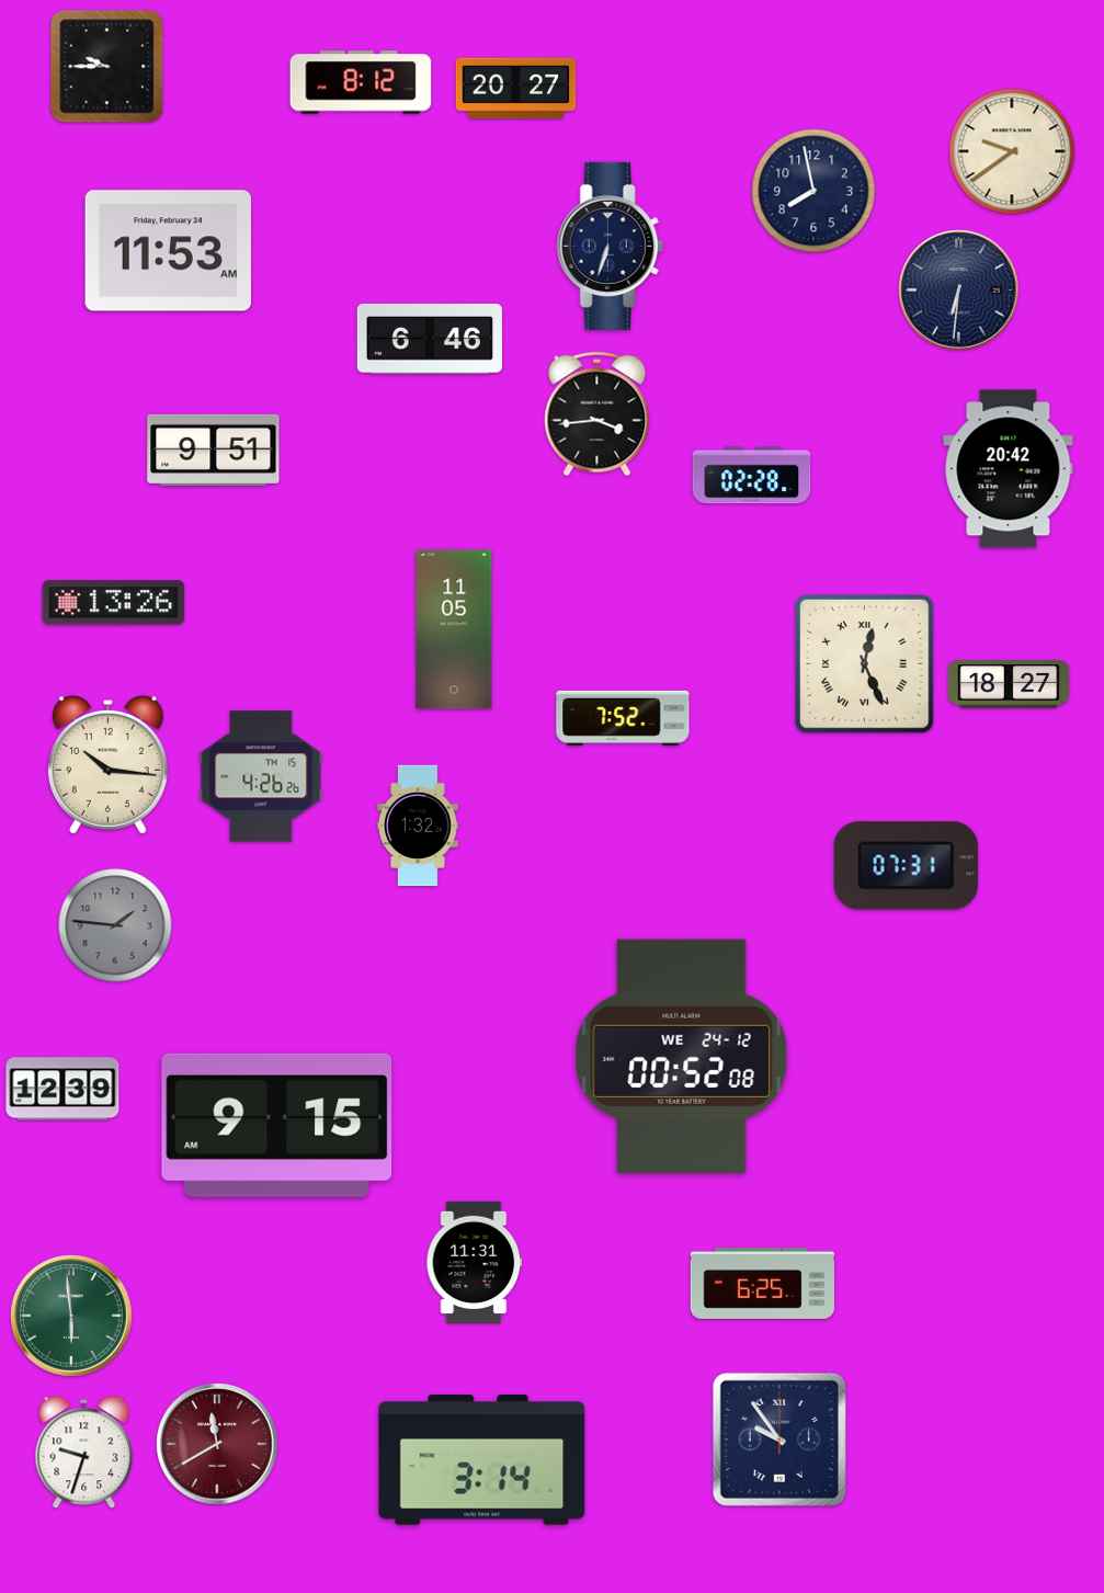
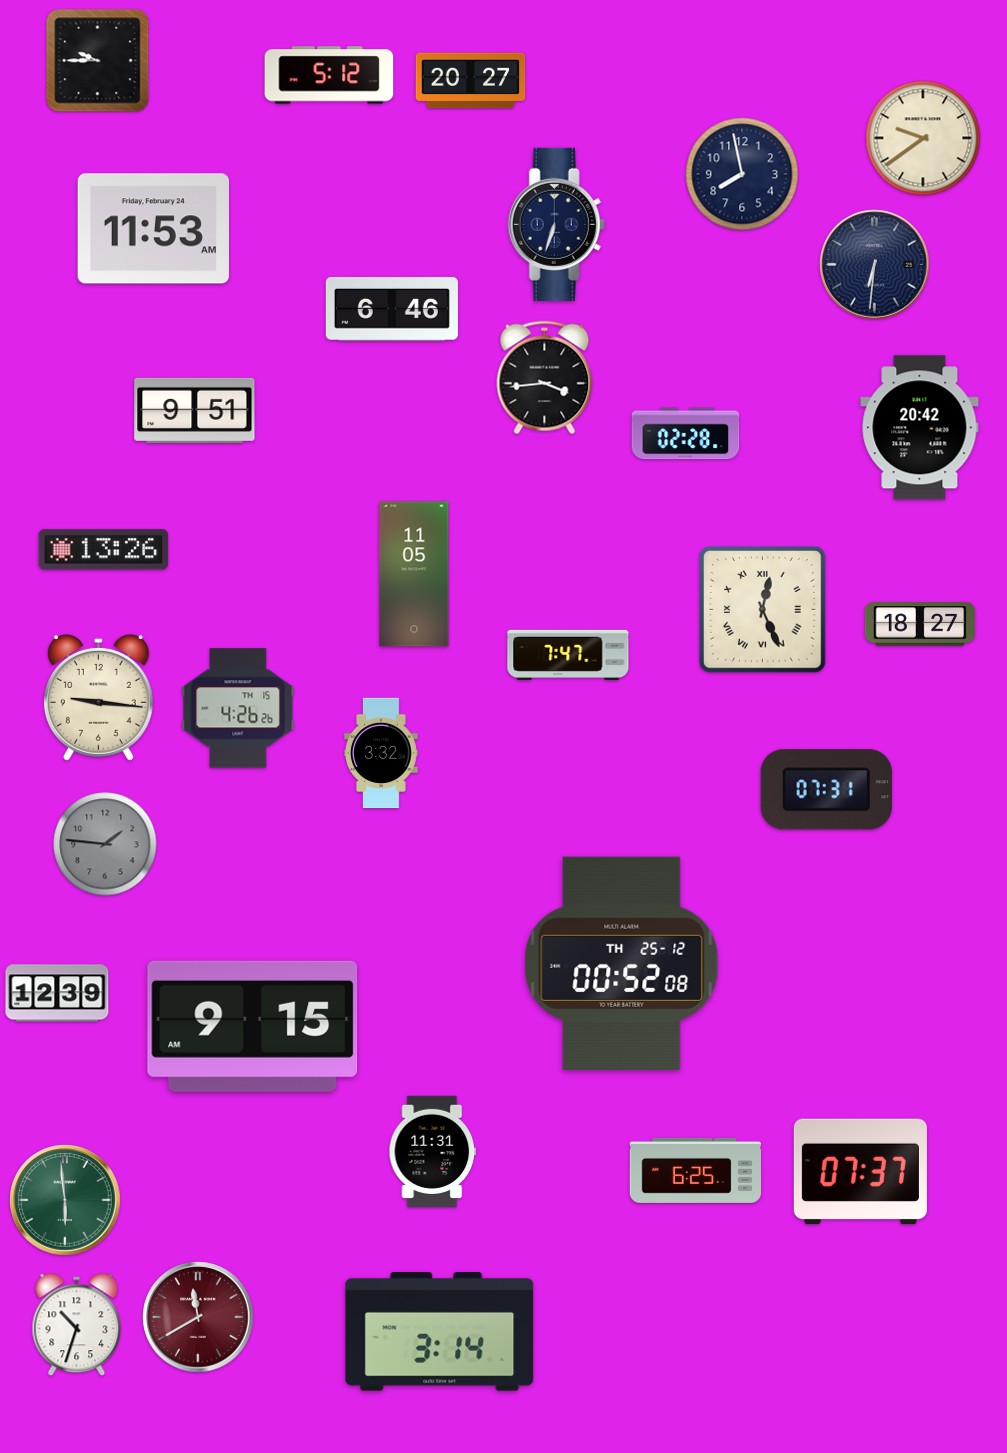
clock at (361, 82): 8:12 -> 5:12
clock at (865, 664) position: (865, 664) -> (763, 610)
clock at (623, 718): 7:52 -> 7:47
clock at (107, 764): 10:16 -> 9:16
clock at (418, 826): 1:32 -> 3:32
clock at (682, 1056) date: WE 24-12 -> TH 25-12
clock at (860, 1172): none -> 07:37
clock at (779, 1440): 9:54 -> none
clock at (84, 1453): 9:33 -> 10:33
